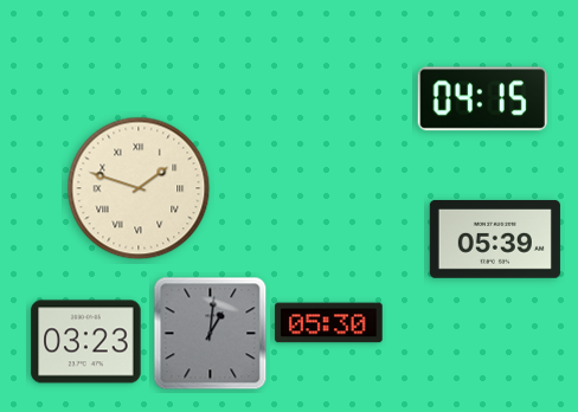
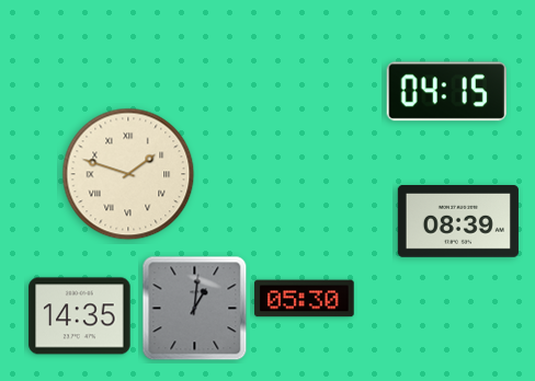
clock at (495, 240): 05:39 -> 08:39
clock at (86, 342): 03:23 -> 14:35
